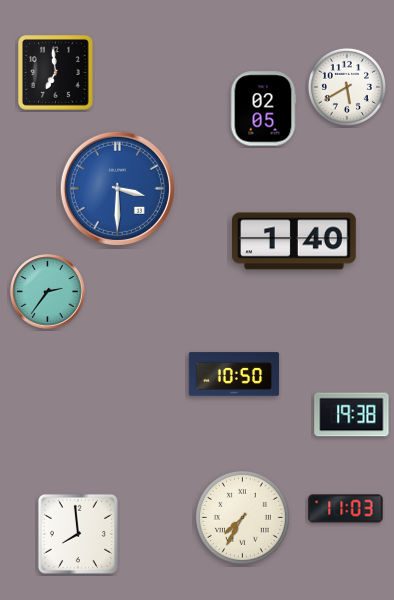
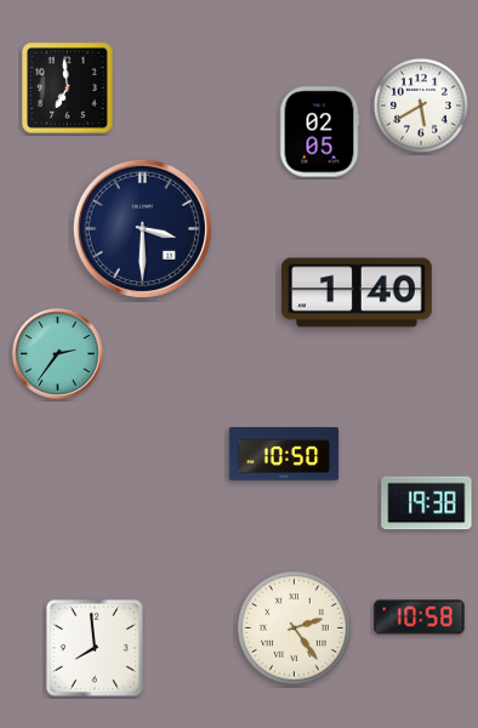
clock at (117, 188) dial: blue -> navy
clock at (346, 509): 11:03 -> 10:58
clock at (242, 517): 7:35 -> 2:24
